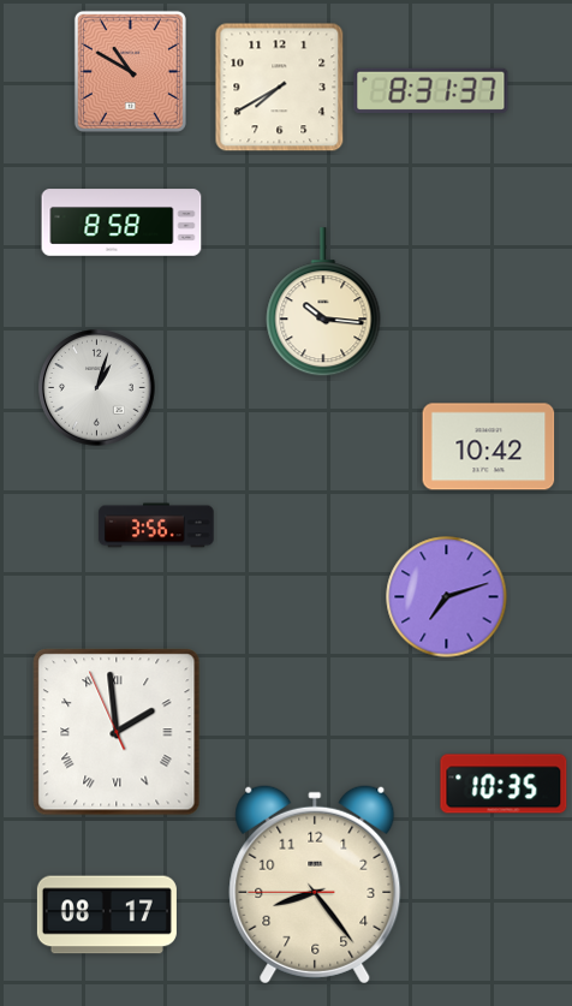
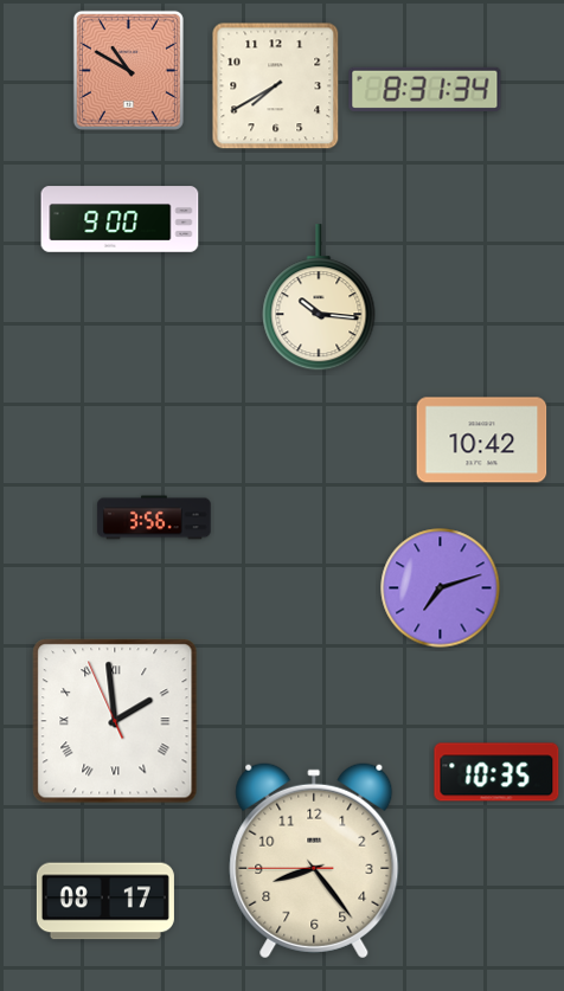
clock at (431, 90): 8:31:37 -> 8:31:34
clock at (121, 222): 8:58 -> 9:00
clock at (97, 388): 1:03 -> none
clock at (315, 885) position: (315, 885) -> (314, 861)
